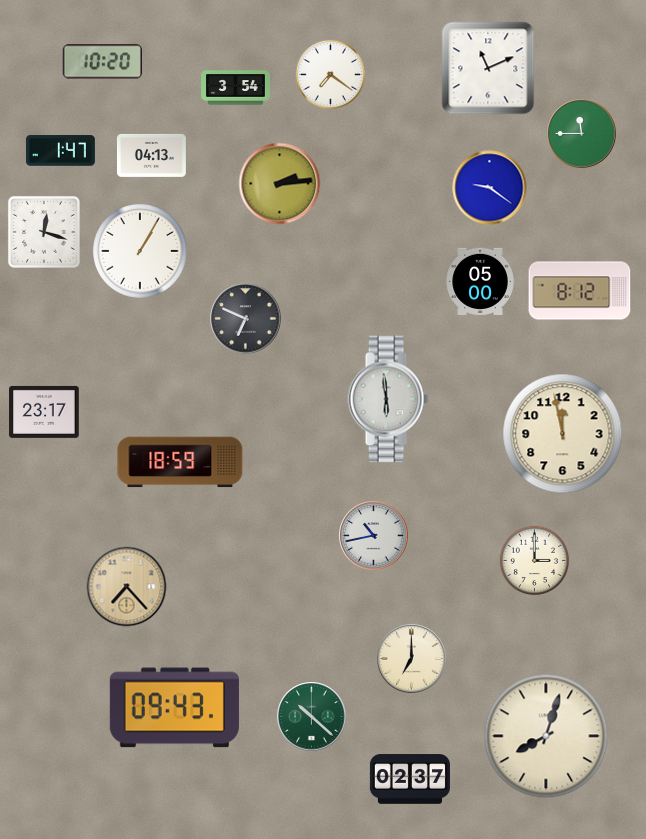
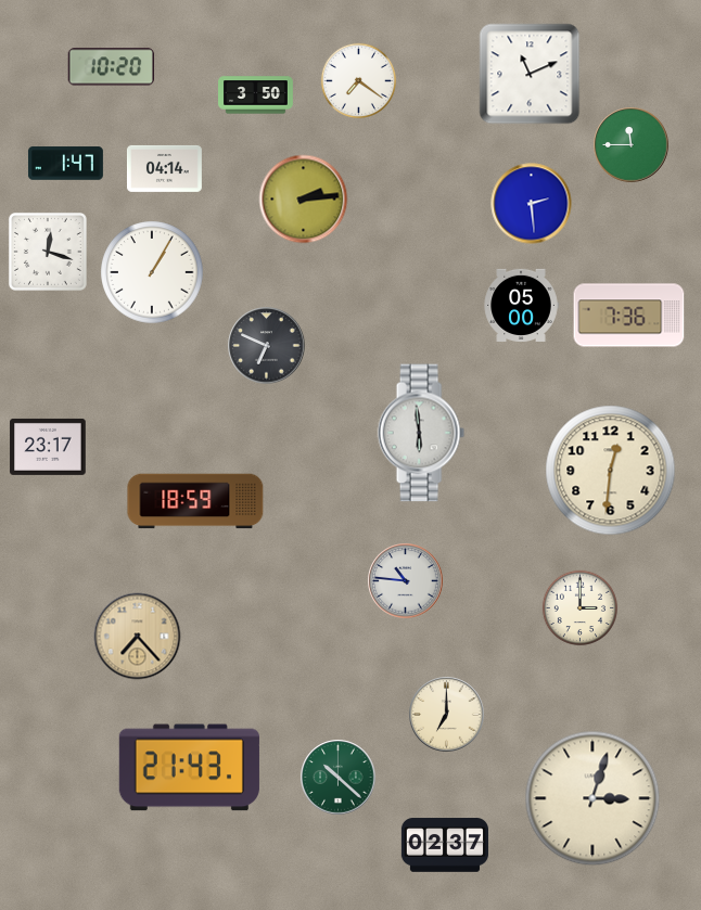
clock at (236, 88): 3:54 -> 3:50
clock at (151, 155): 04:13 -> 04:14
clock at (490, 188): 9:21 -> 2:29
clock at (580, 291): 8:12 -> 7:36
clock at (563, 434): 11:58 -> 12:31
clock at (374, 536): 10:43 -> 10:46
clock at (174, 708): 09:43 -> 21:43
clock at (546, 736): 8:03 -> 3:03
